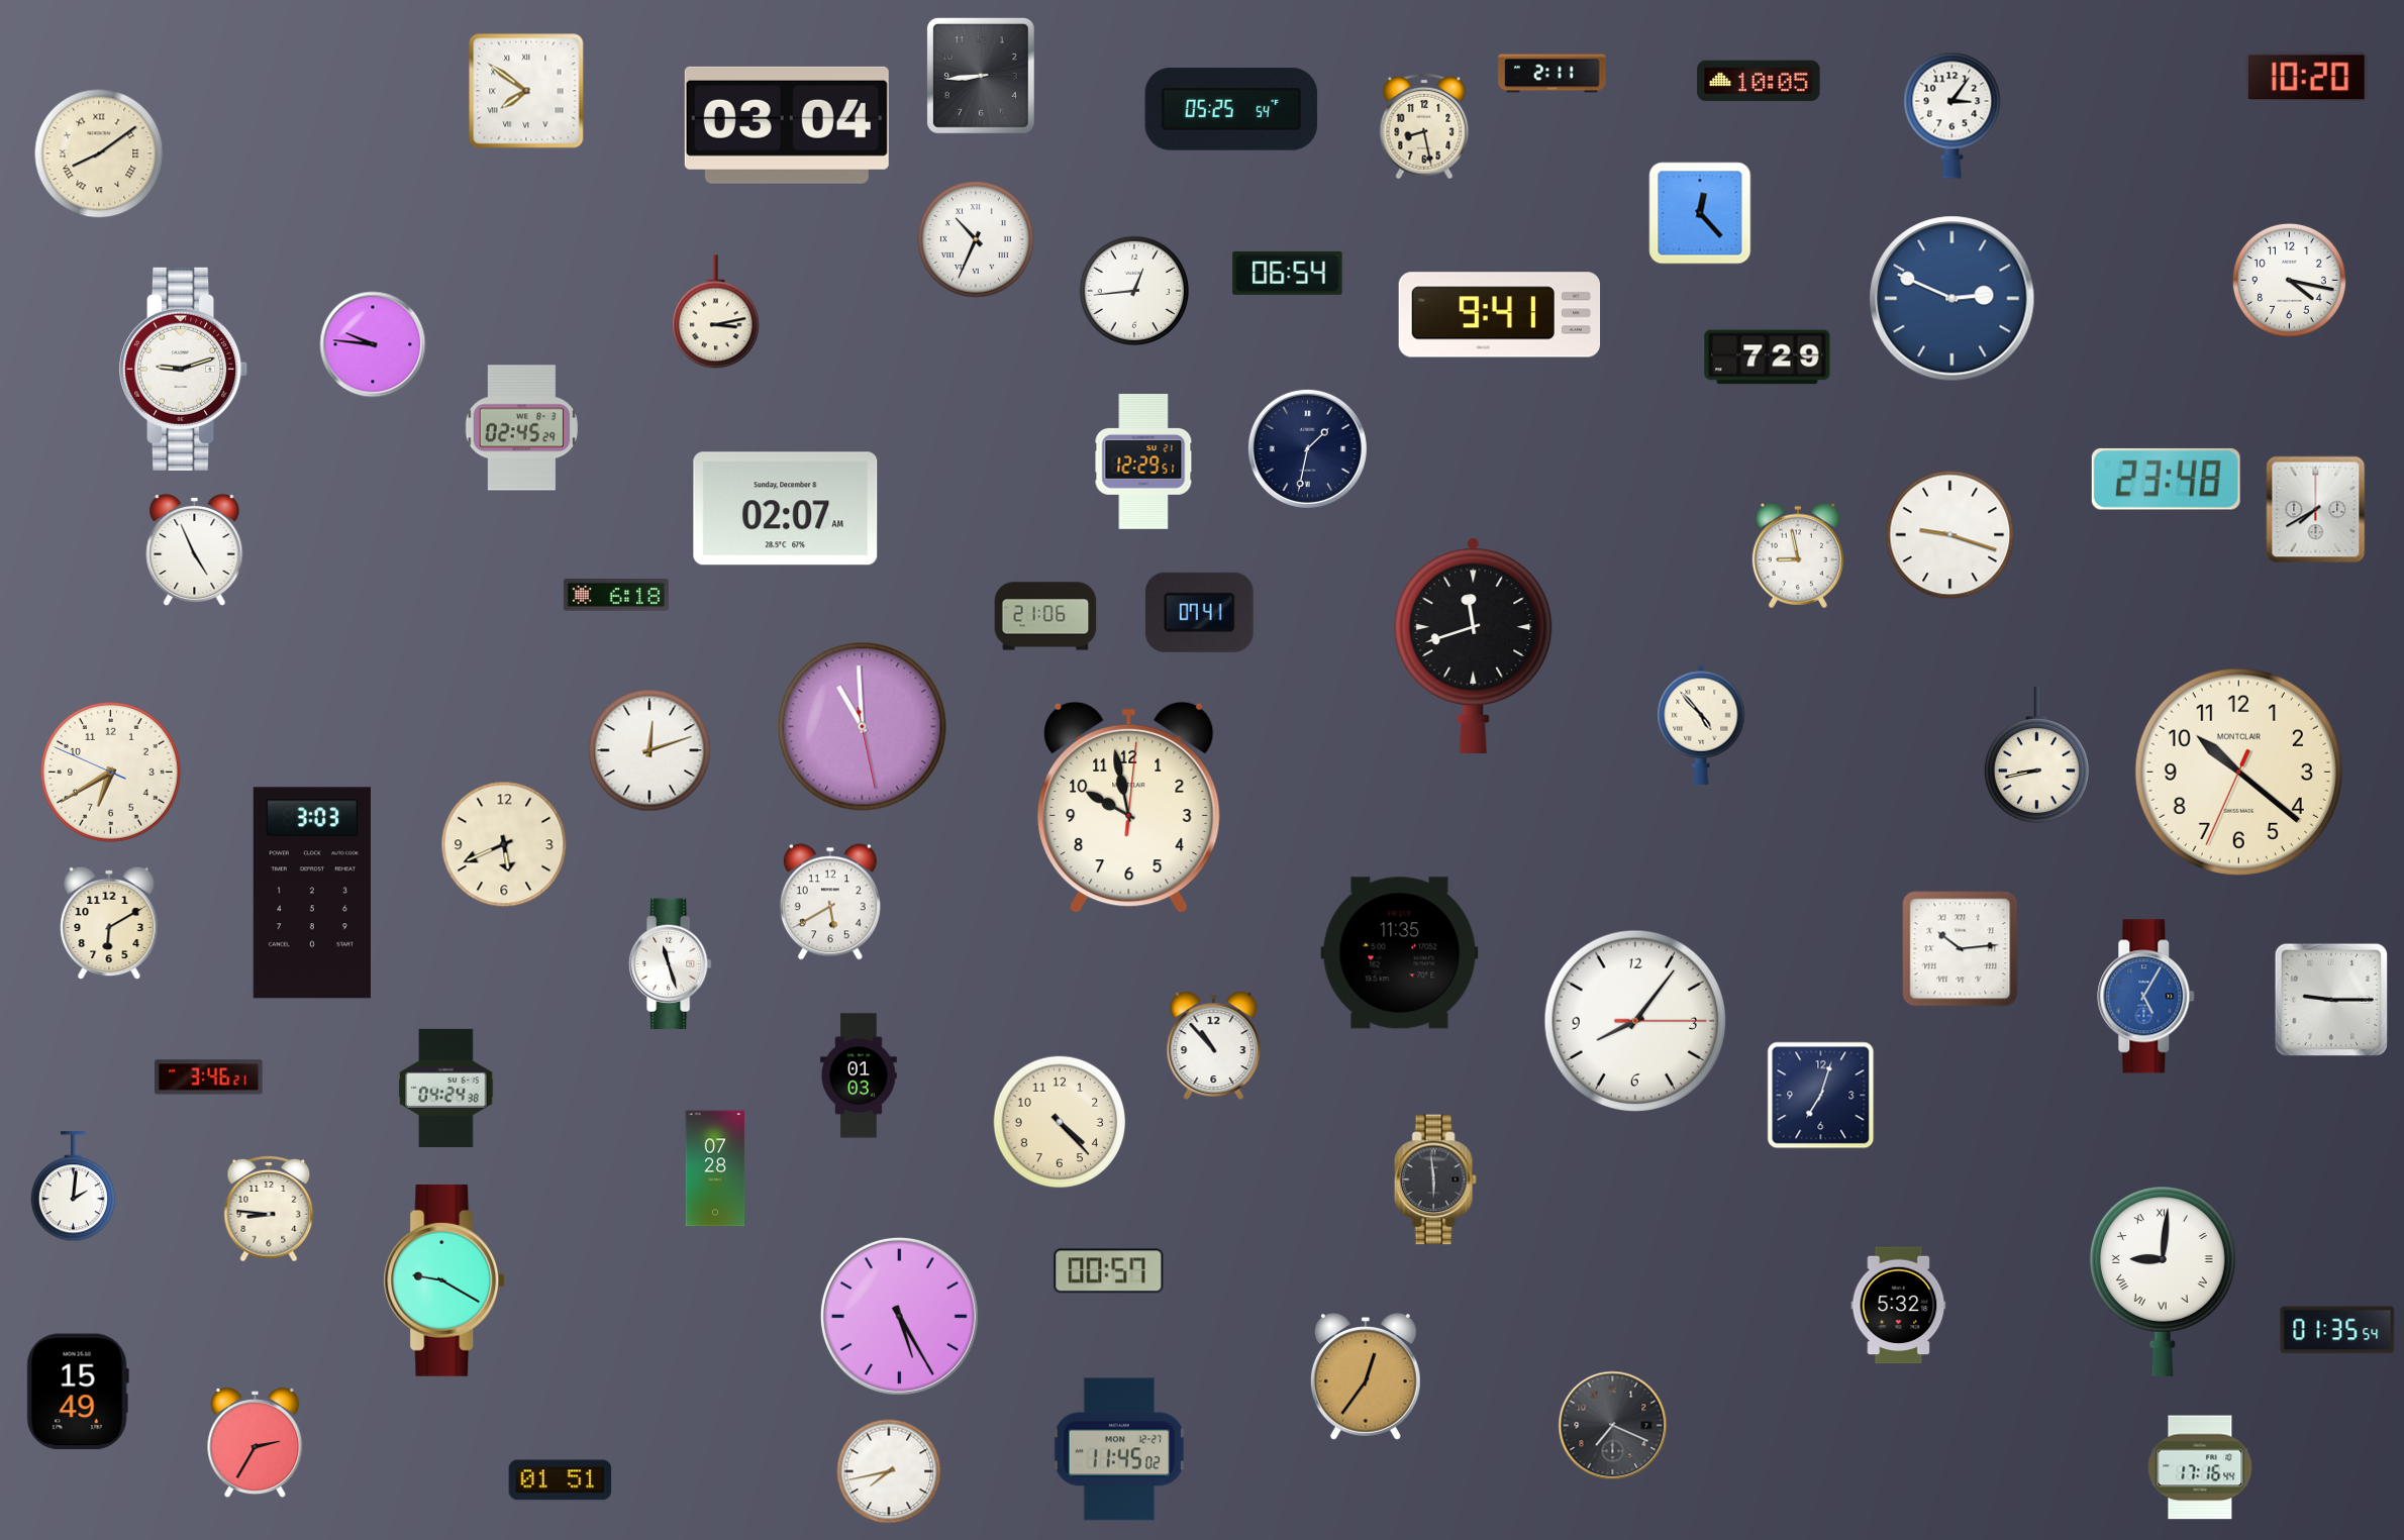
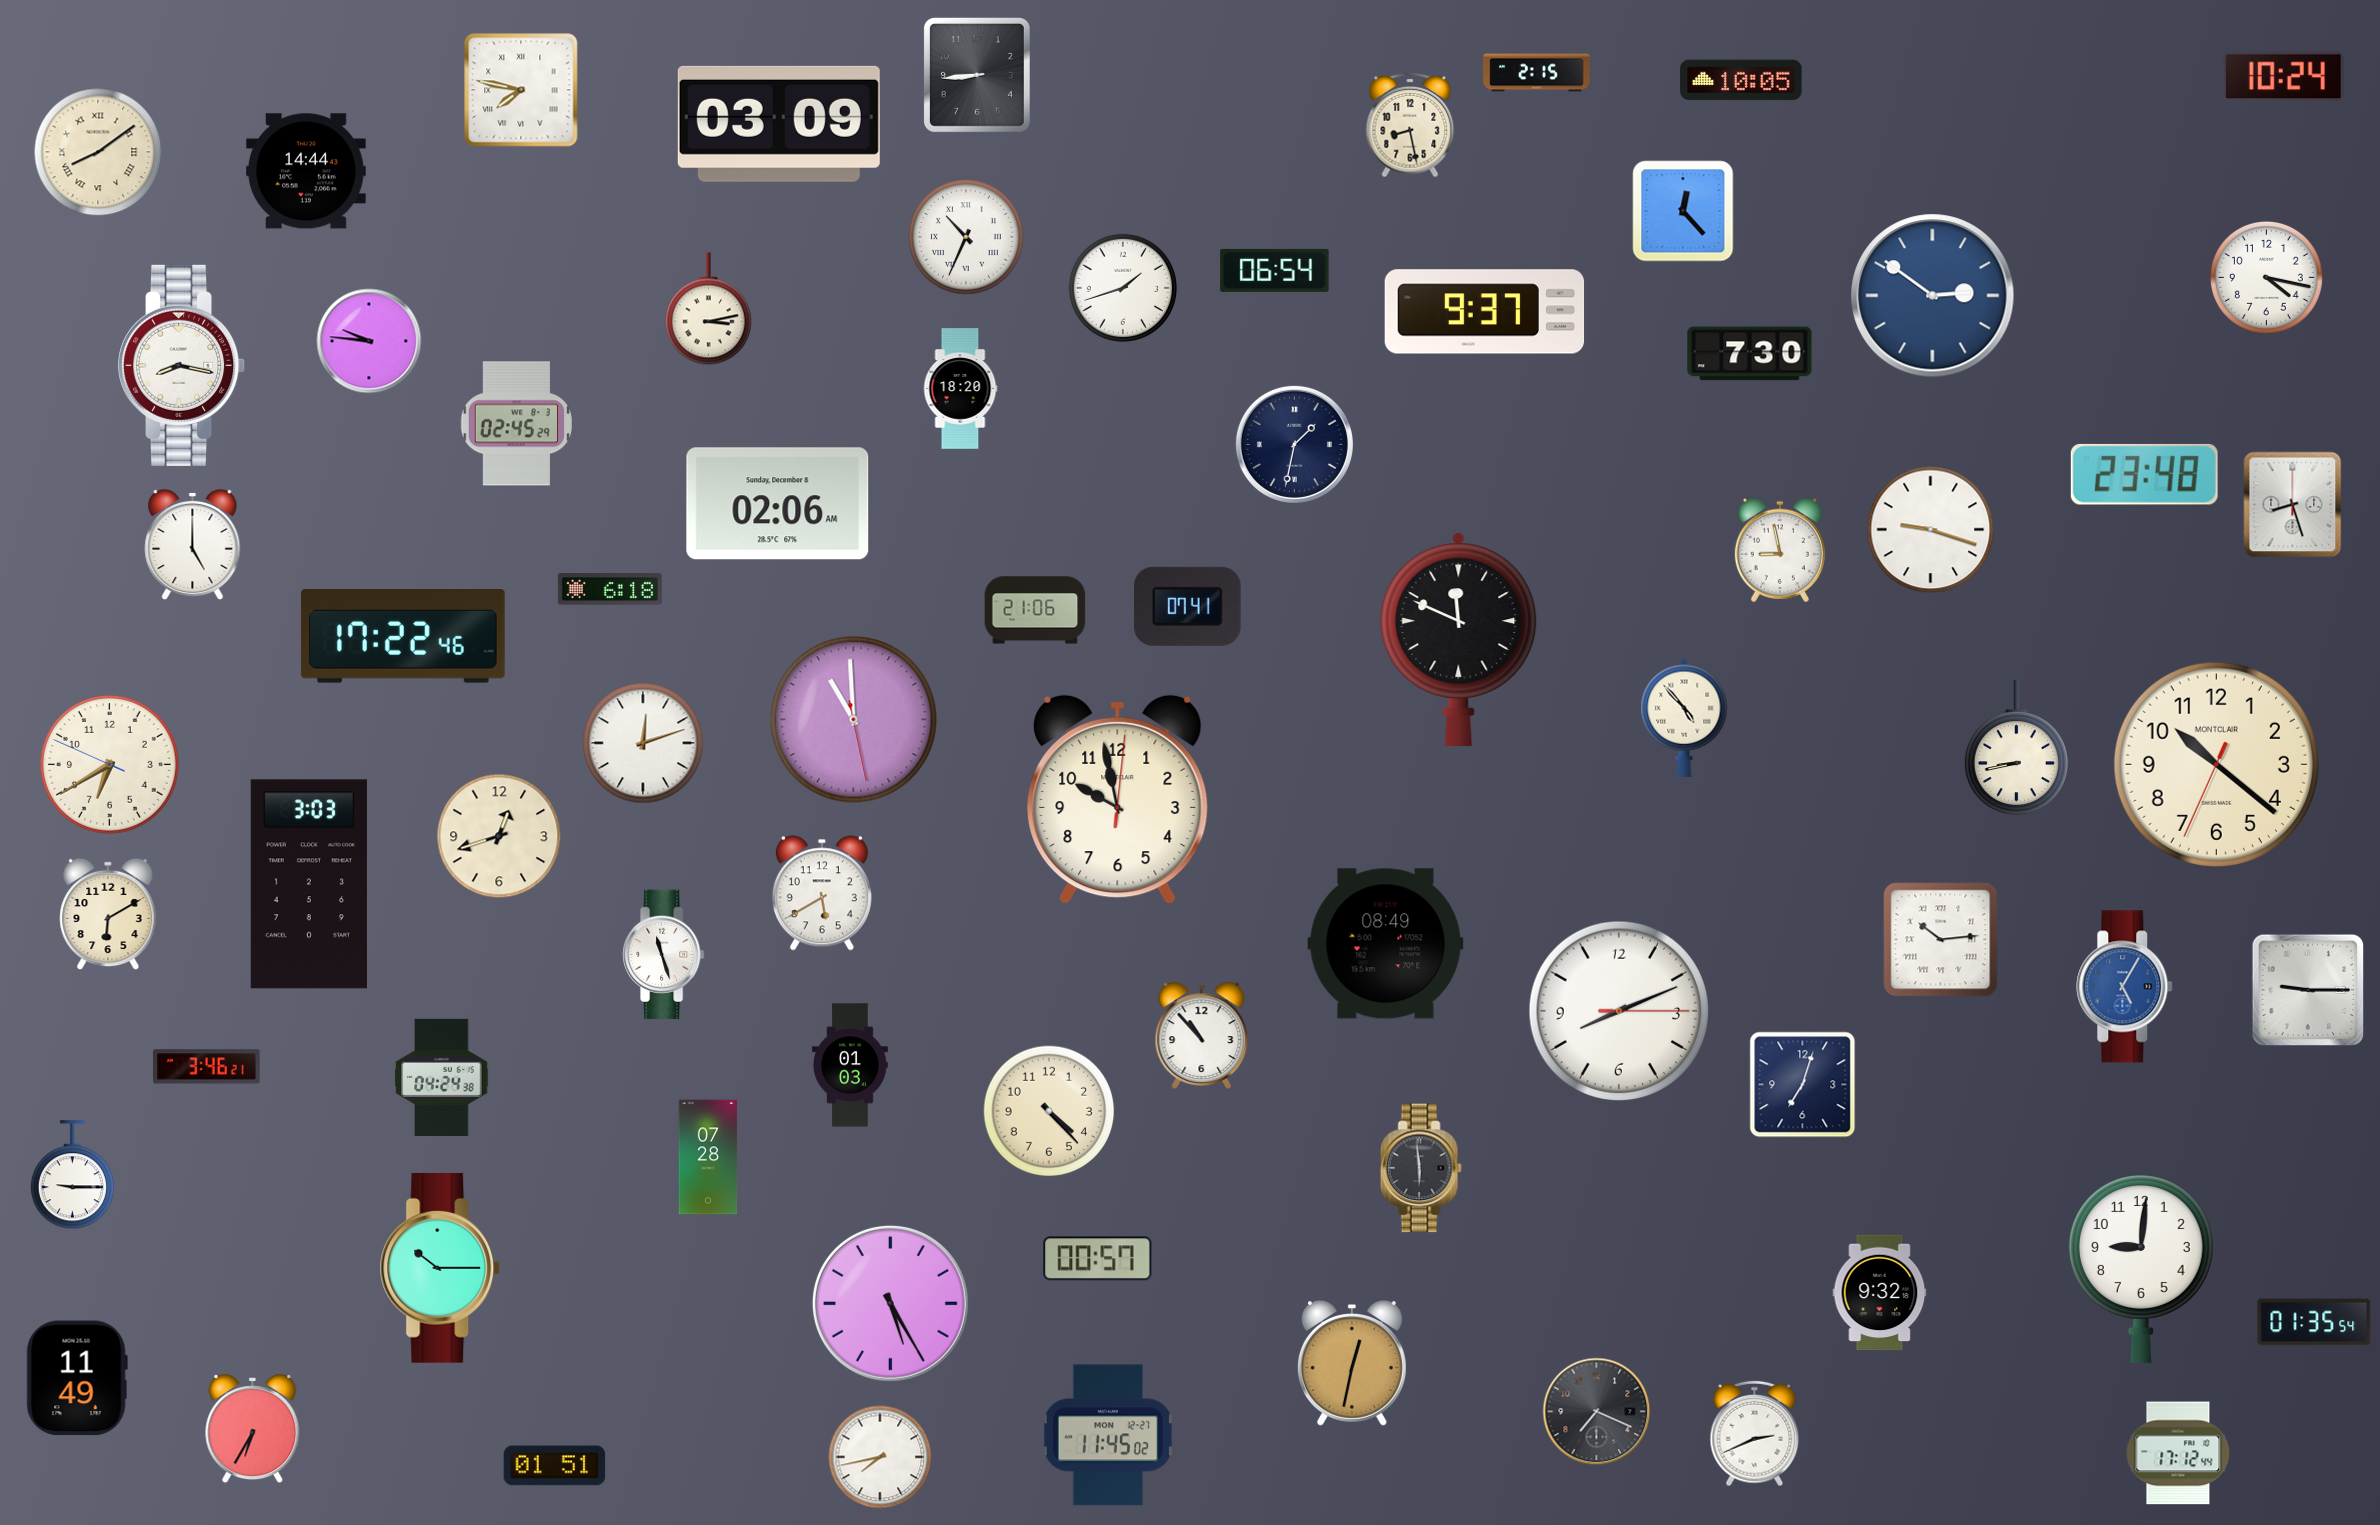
clock at (1552, 74): 2:11 -> 2:15
clock at (981, 76) position: (981, 76) -> (977, 75)
clock at (2306, 78): 10:20 -> 10:24
clock at (526, 91): 7:51 -> 7:47
clock at (1231, 109): 05:25 -> none
clock at (1952, 115): 3:06 -> none
clock at (787, 125): 03:04 -> 03:09
clock at (306, 171): none -> 14:44
clock at (1133, 290): 12:44 -> 1:42
clock at (1952, 299): 2:49 -> 2:51
clock at (1500, 315): 9:41 -> 9:37
clock at (1768, 357): 7:29 -> 7:30
clock at (184, 369): 9:12 -> 8:17
clock at (960, 389): none -> 18:20
clock at (1143, 461): 12:29 -> none
clock at (786, 509): 02:07 -> 02:06
clock at (2316, 510): 7:40 -> 8:27
clock at (195, 550): 4:56 -> 5:00
clock at (403, 637): none -> 17:22
clock at (1474, 645): 11:42 -> 11:49
clock at (504, 844): 5:41 -> 12:42
clock at (1400, 953): 11:35 -> 08:49
clock at (1634, 1020): 8:06 -> 8:11
clock at (73, 1187): 2:01 -> 9:15
clock at (269, 1209): 8:46 -> none
clock at (444, 1280): 9:20 -> 10:15
clock at (2163, 1281) numerals: Roman -> Arabic
clock at (1899, 1306): 5:32 -> 9:32
clock at (2337, 1330) position: (2337, 1330) -> (2314, 1322)
clock at (1366, 1376): 12:36 -> 12:32
clock at (78, 1392): 15:49 -> 11:49
clock at (256, 1443): 2:35 -> 6:35
clock at (1755, 1434): none -> 2:41
clock at (2200, 1467): 17:16 -> 17:12
